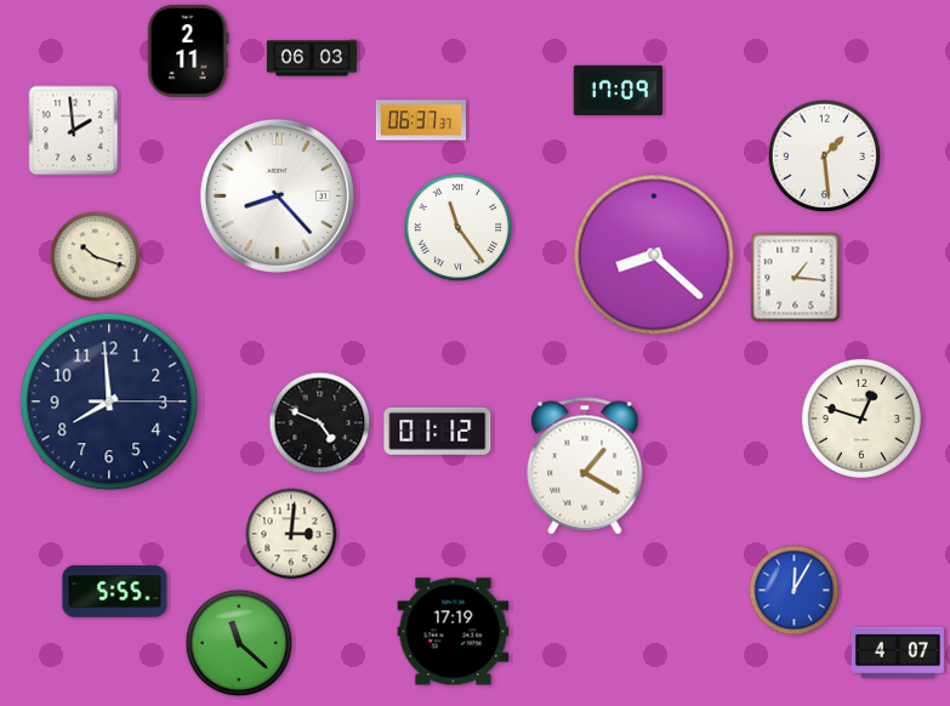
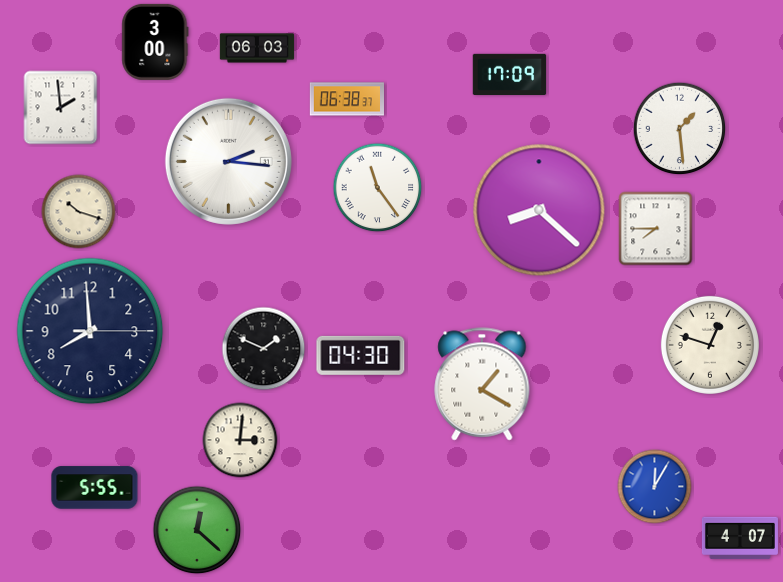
clock at (188, 51): 2:11 -> 3:00
clock at (420, 120): 06:37 -> 06:38
clock at (277, 195): 8:23 -> 2:16
clock at (796, 278): 1:16 -> 7:45
clock at (320, 423): 4:49 -> 1:49
clock at (438, 431): 01:12 -> 04:30
clock at (454, 632): 17:19 -> none
clock at (239, 643): 11:22 -> 12:22
